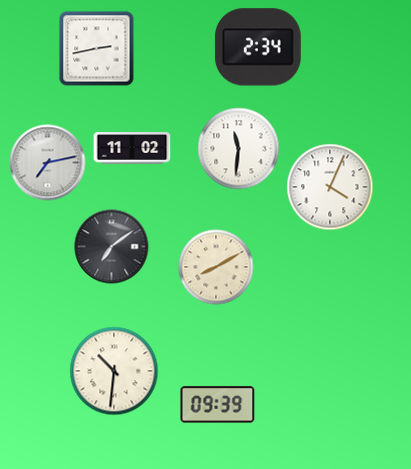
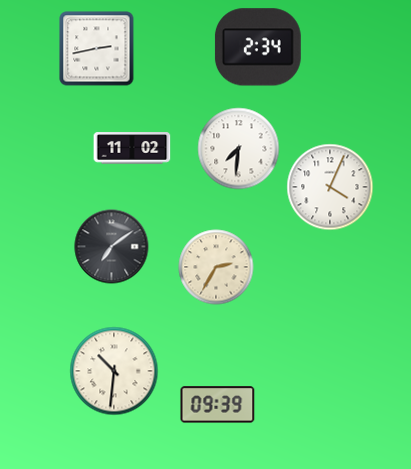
clock at (239, 149): 11:31 -> 7:31
clock at (48, 163): 7:13 -> none
clock at (216, 267): 8:10 -> 2:35
